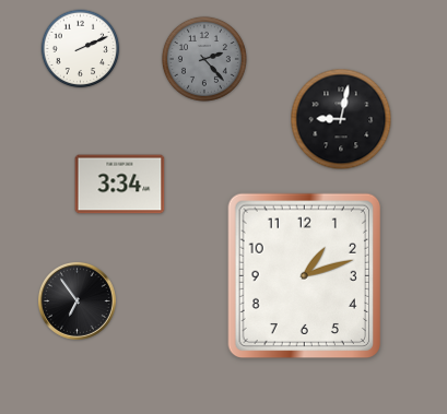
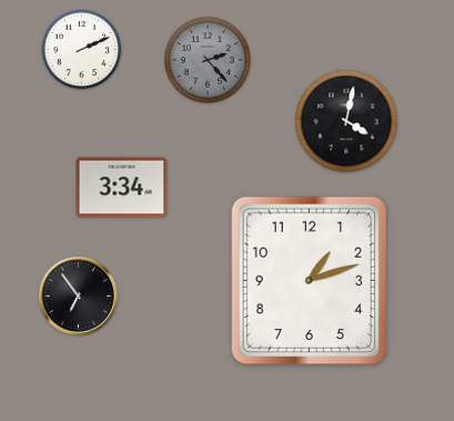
clock at (341, 119): 9:02 -> 4:02
clock at (77, 300) position: (77, 300) -> (78, 295)
